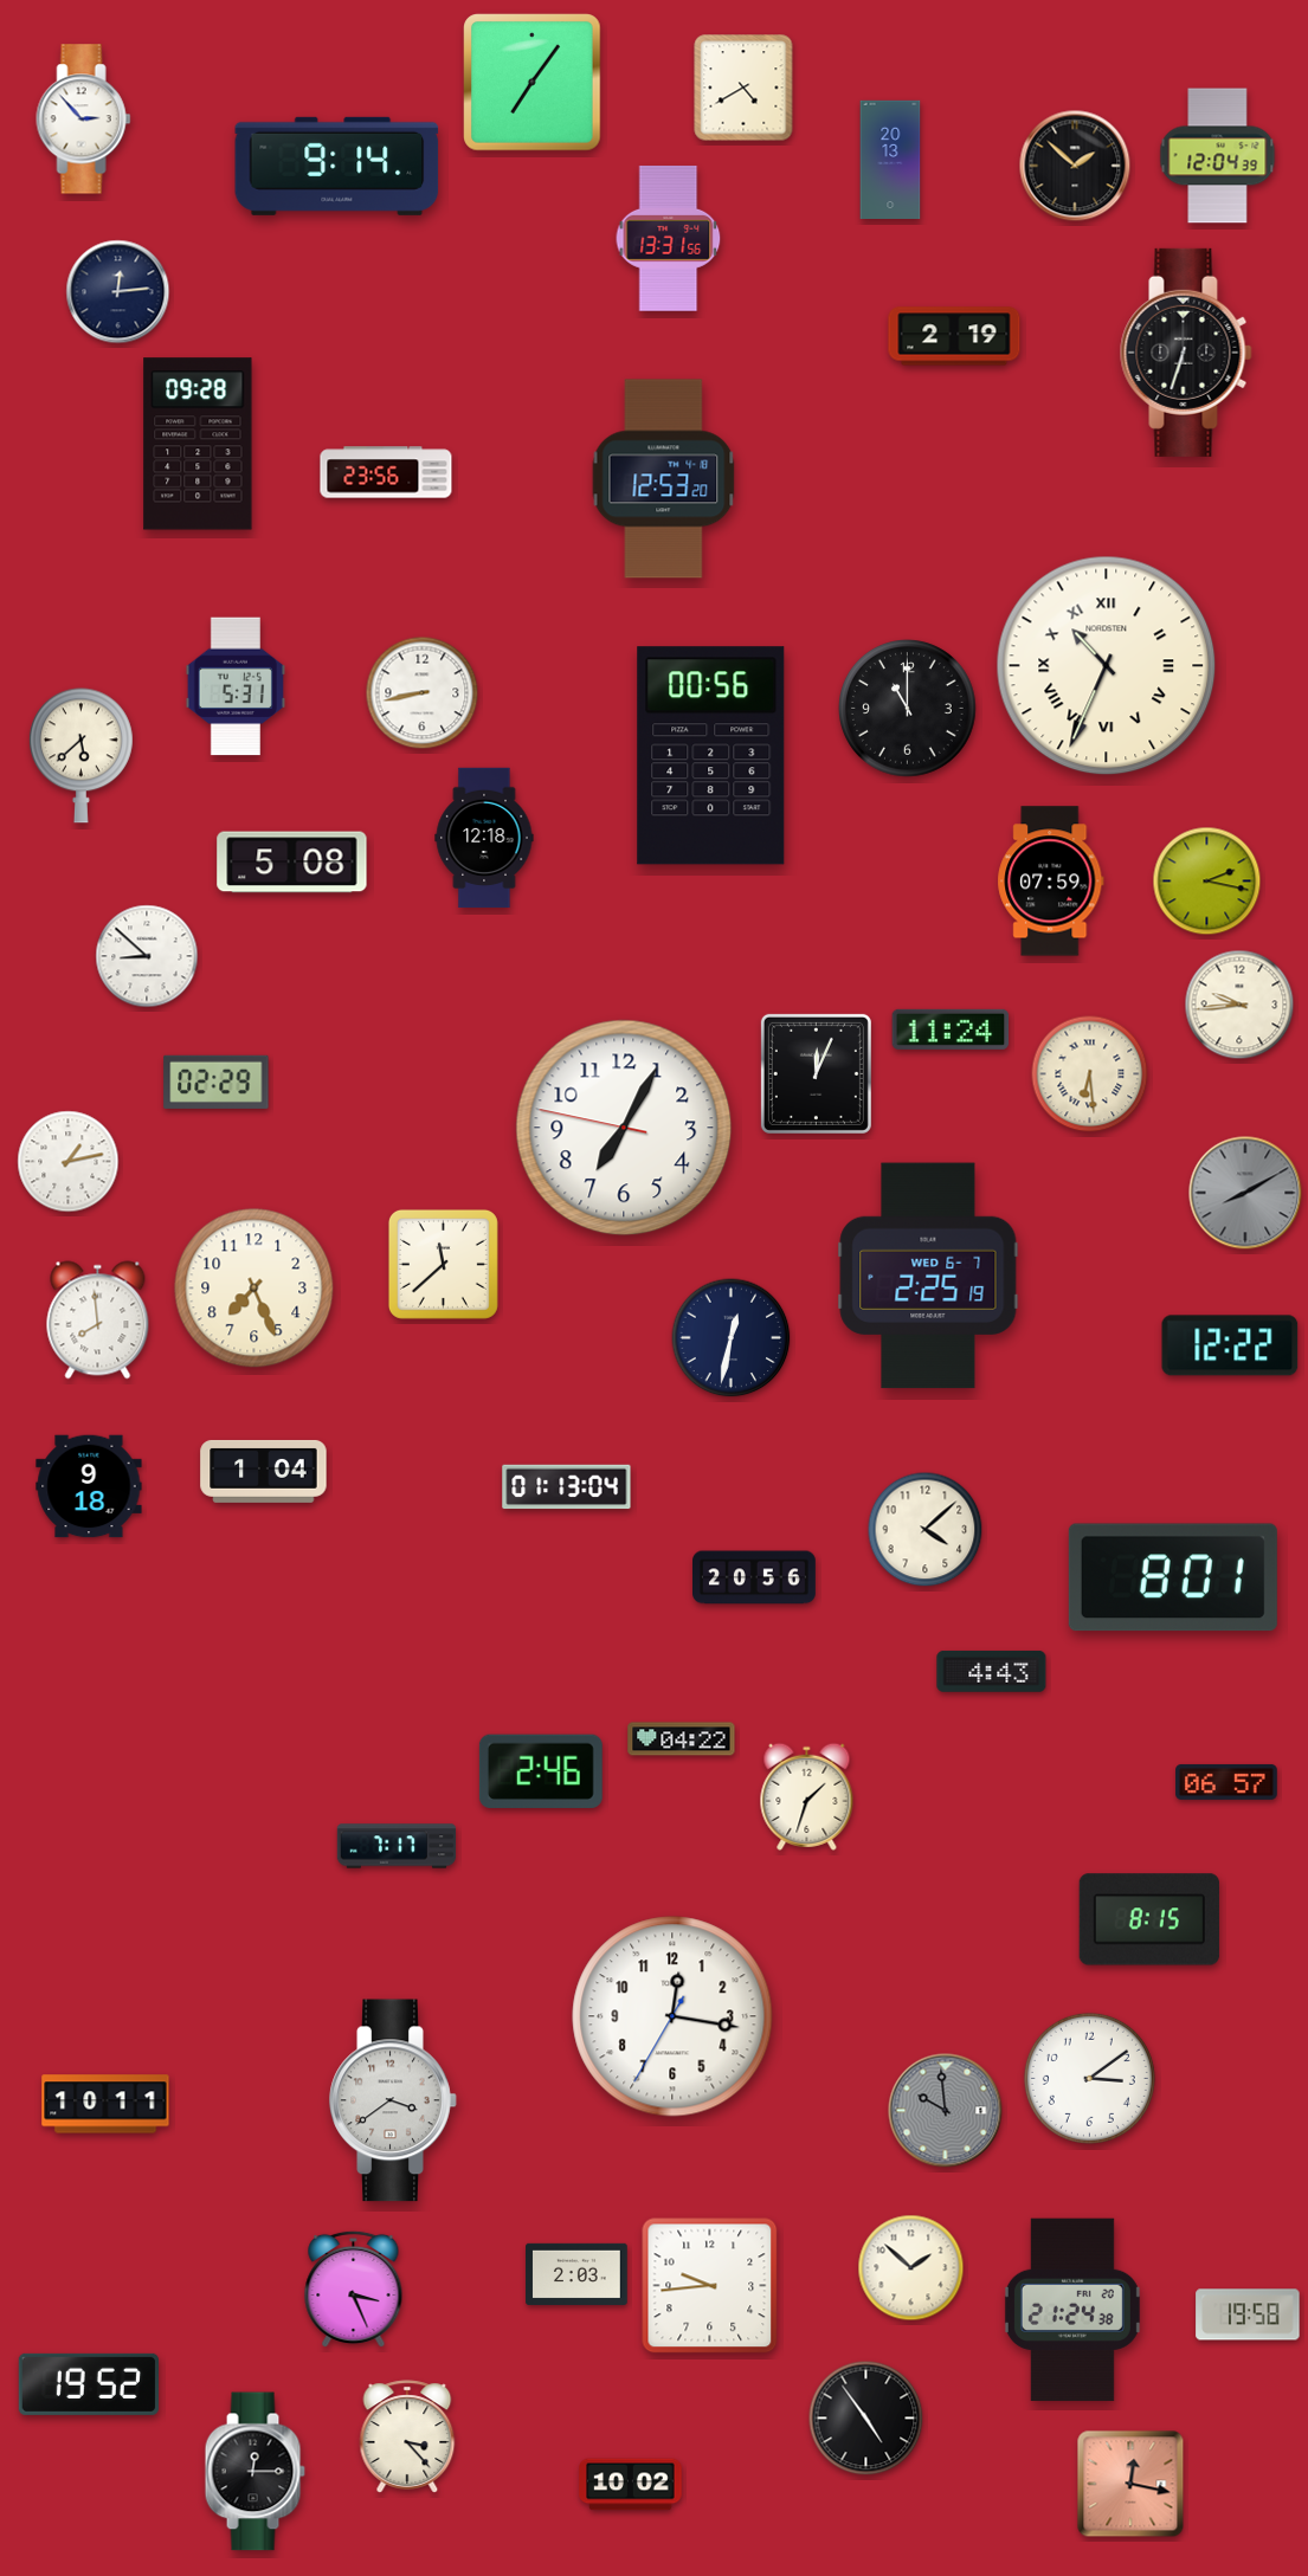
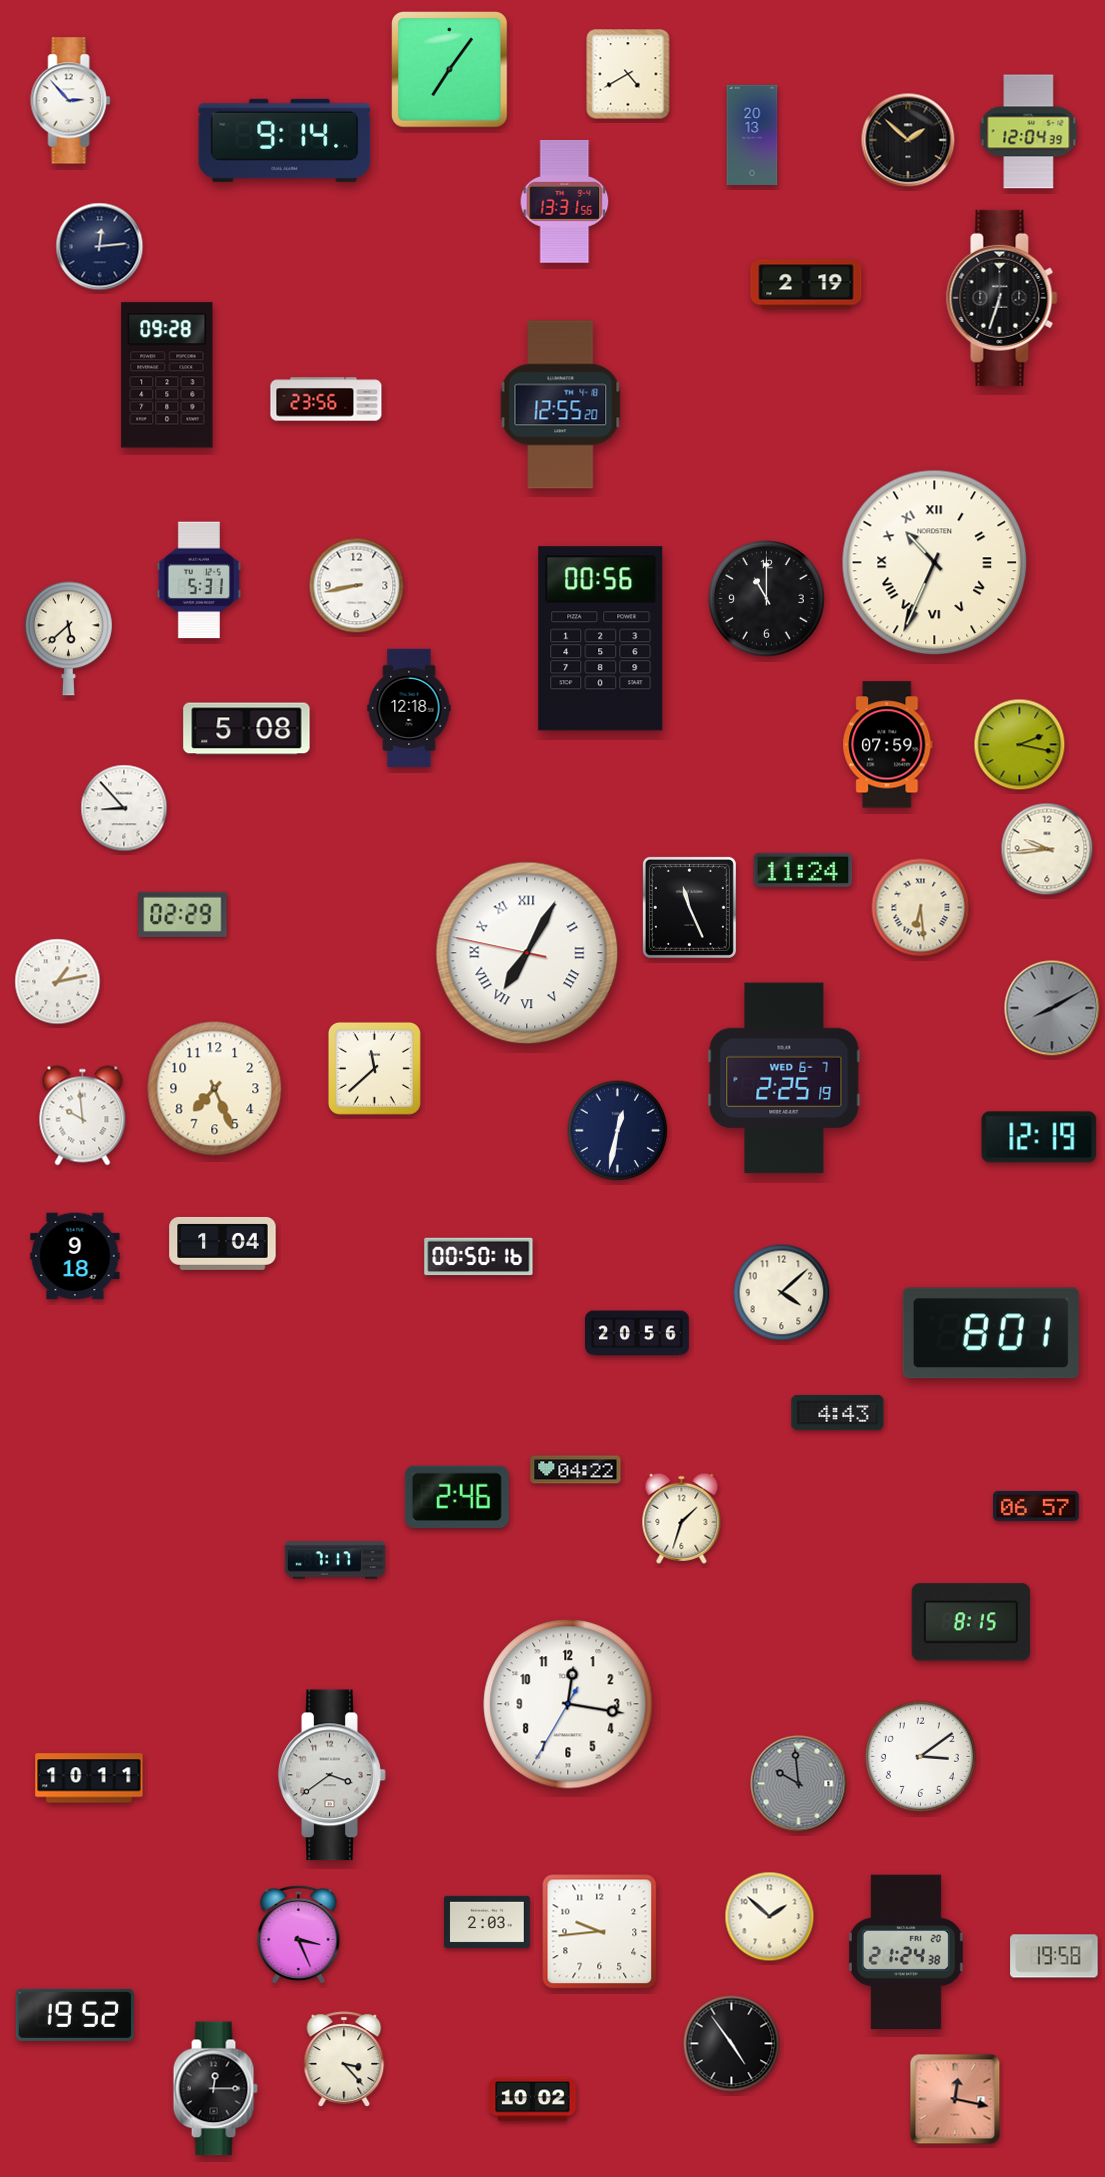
clock at (664, 479): 12:53 -> 12:55
clock at (147, 956): 8:52 -> 8:53
clock at (816, 1073): 12:04 -> 11:26
clock at (624, 1128) numerals: Arabic -> Roman
clock at (98, 1321): 7:59 -> 9:59
clock at (1230, 1345): 12:22 -> 12:19
clock at (567, 1487): 01:13 -> 00:50
